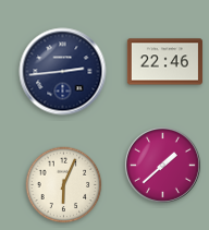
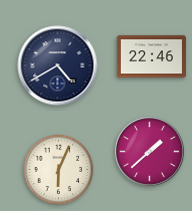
clock at (63, 72): 2:44 -> 4:40
